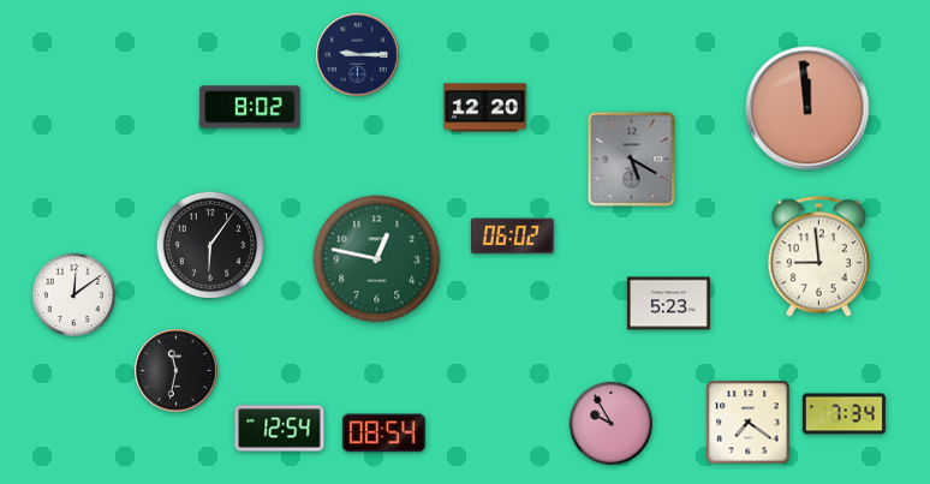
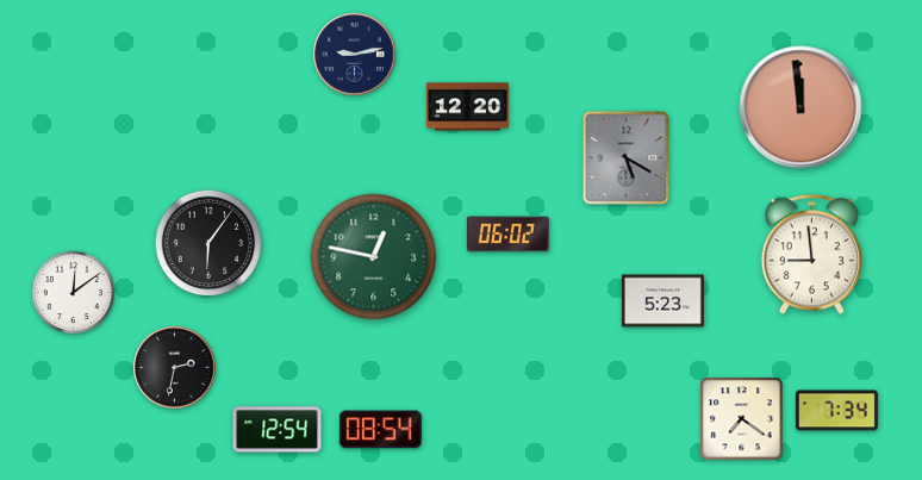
clock at (358, 55): 9:15 -> 9:13
clock at (250, 107): 8:02 -> none
clock at (484, 108) position: (484, 108) -> (467, 107)
clock at (177, 371): 11:32 -> 2:32
clock at (612, 424): 9:55 -> none
clock at (280, 429) position: (280, 429) -> (278, 430)
